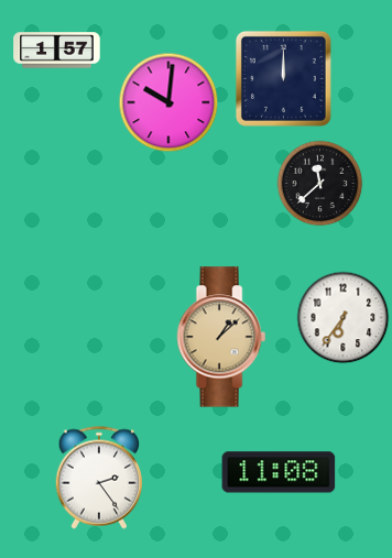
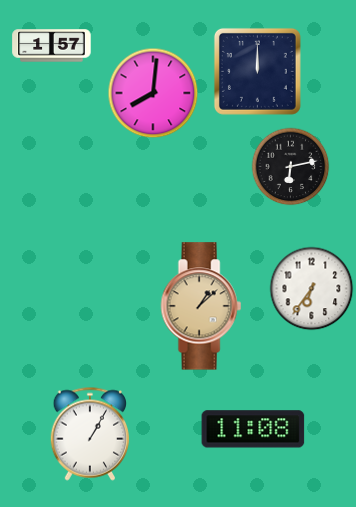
clock at (168, 102): 10:01 -> 8:01
clock at (319, 183): 11:38 -> 6:13
clock at (99, 478): 2:24 -> 1:05
